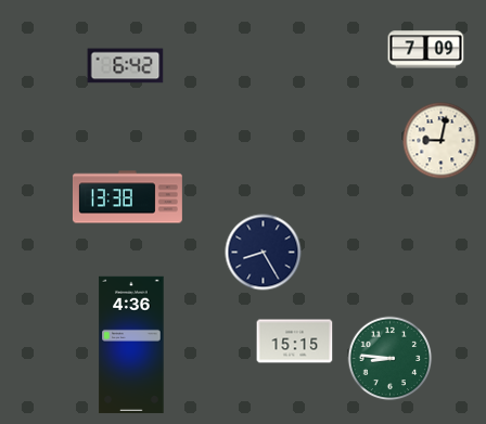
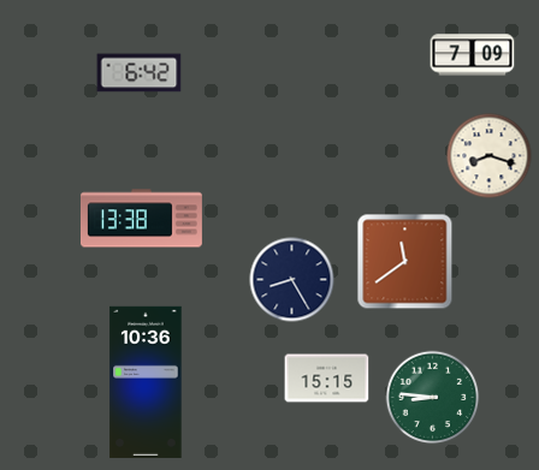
clock at (442, 141): 9:02 -> 8:18
clock at (405, 262): none -> 11:39
clock at (131, 345): 4:36 -> 10:36
